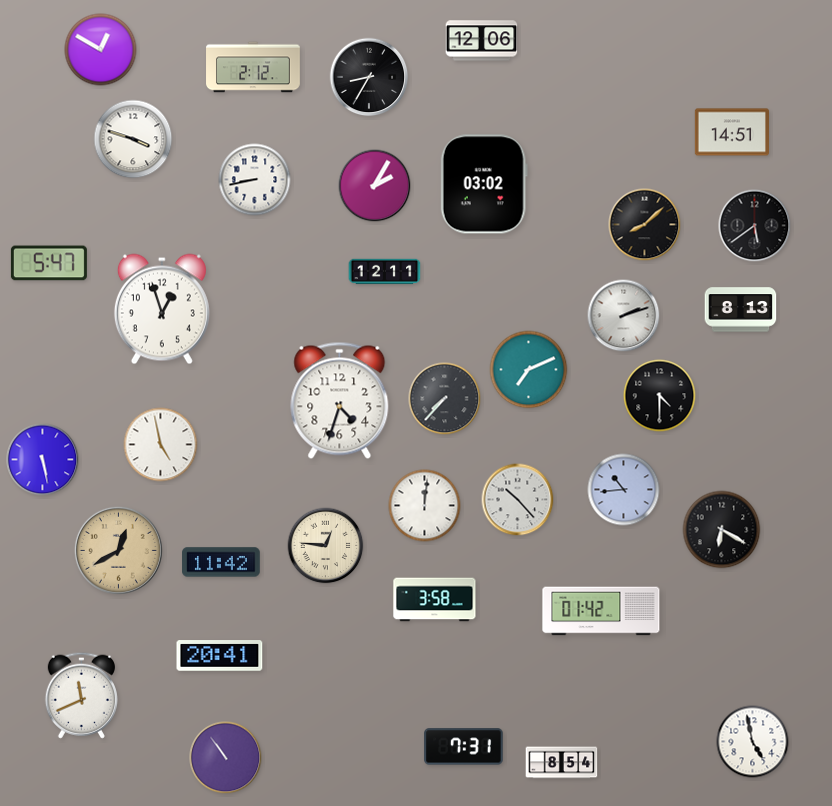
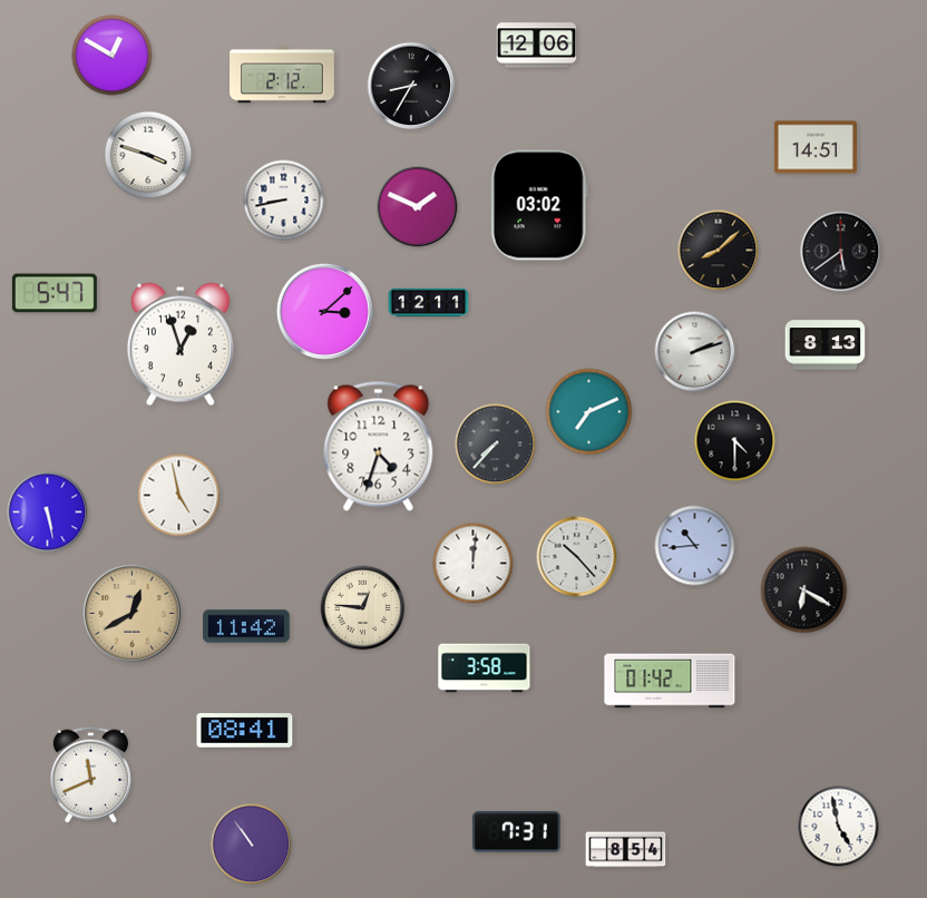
clock at (375, 186): 2:05 -> 1:49
clock at (324, 311): none -> 3:08
clock at (220, 656): 20:41 -> 08:41
